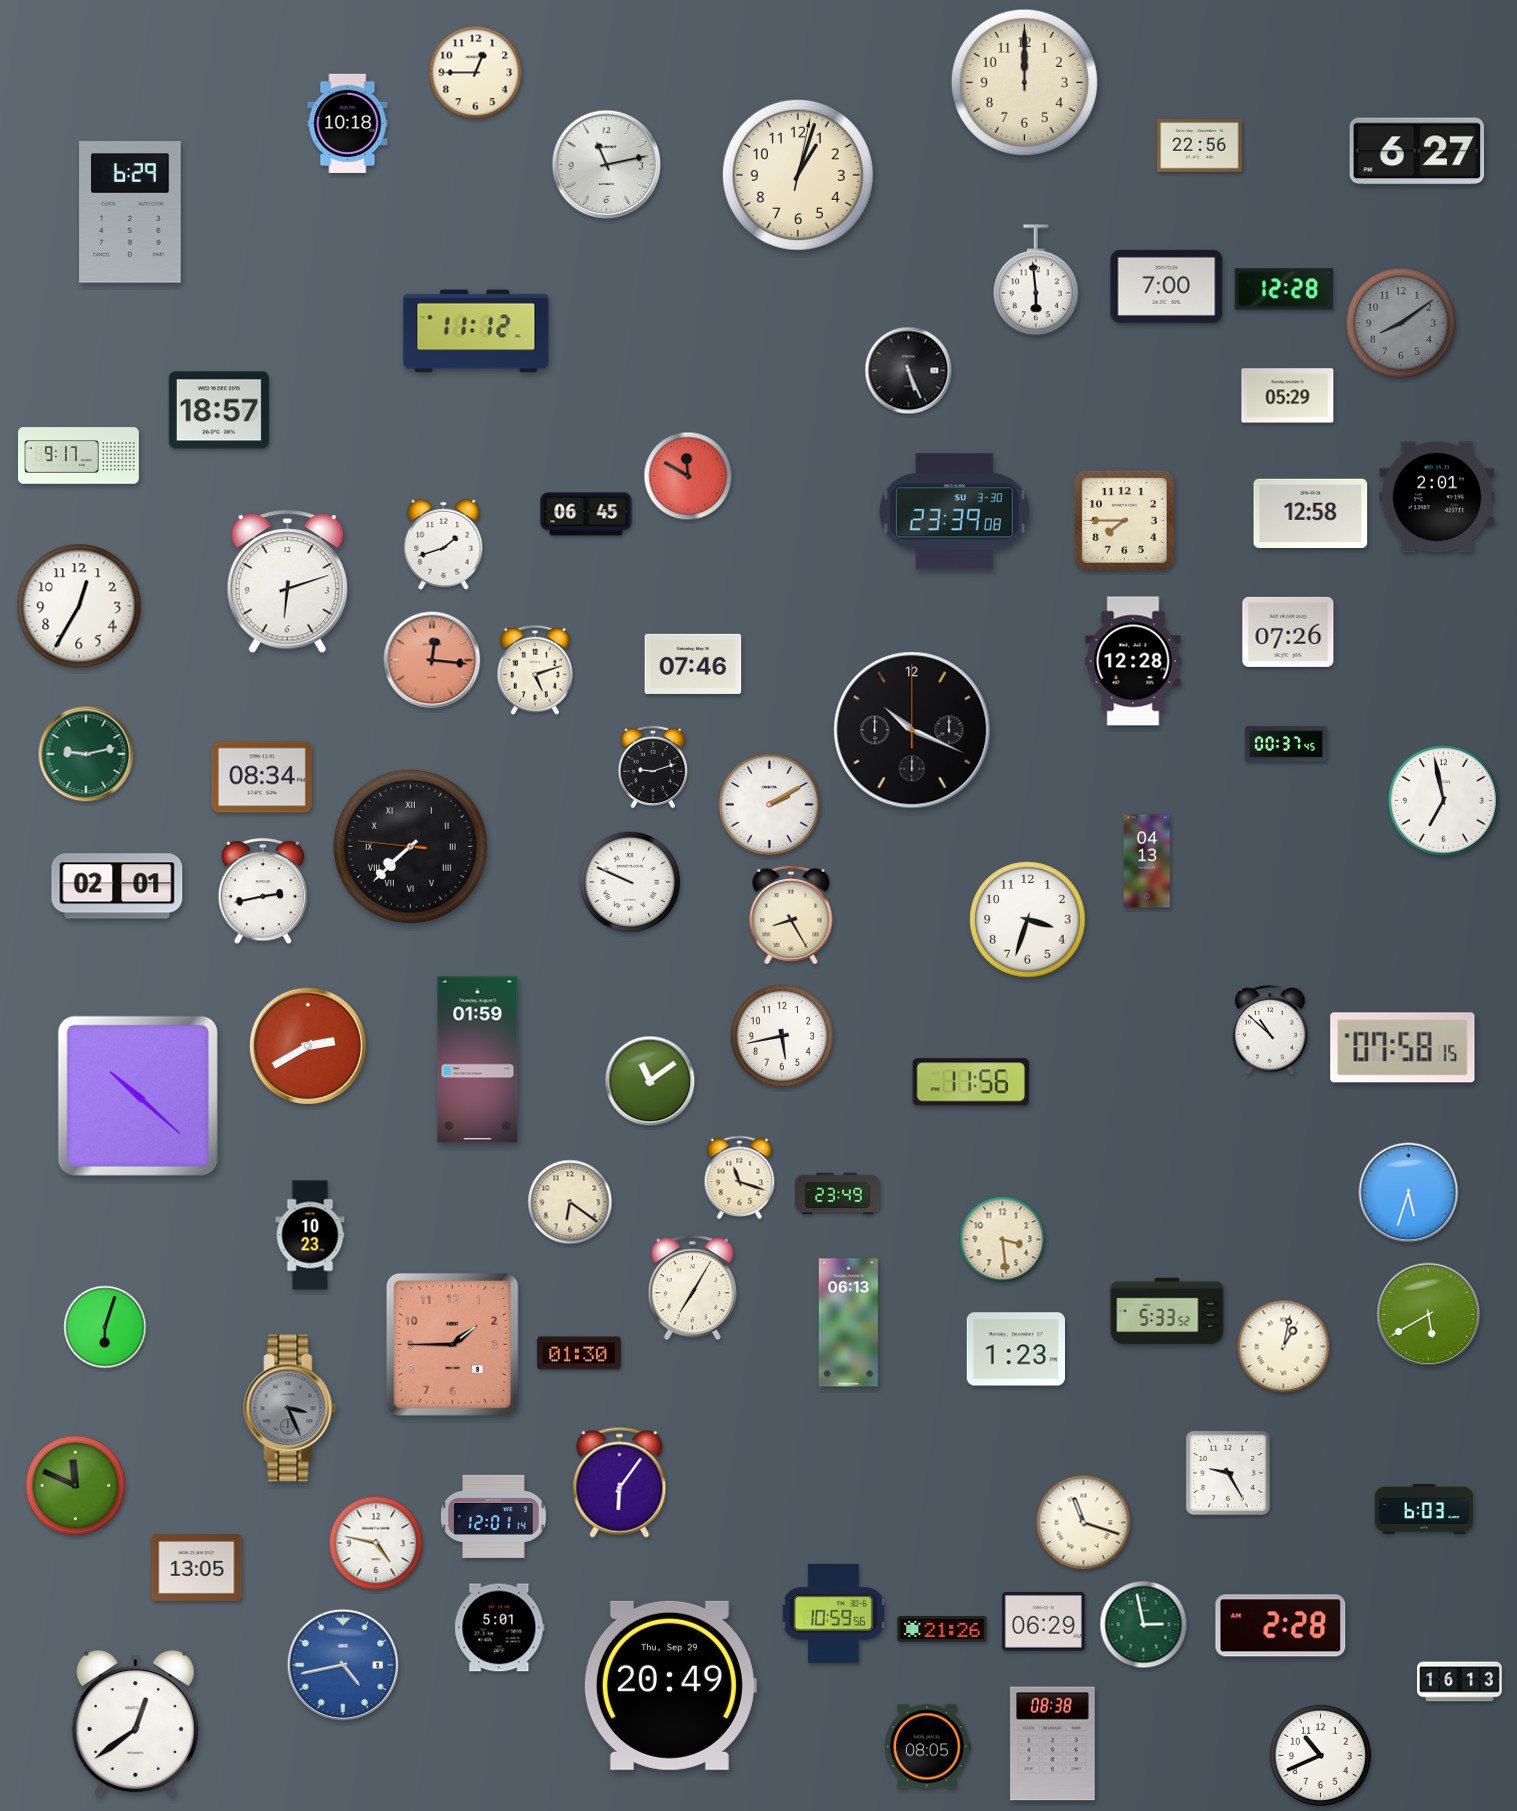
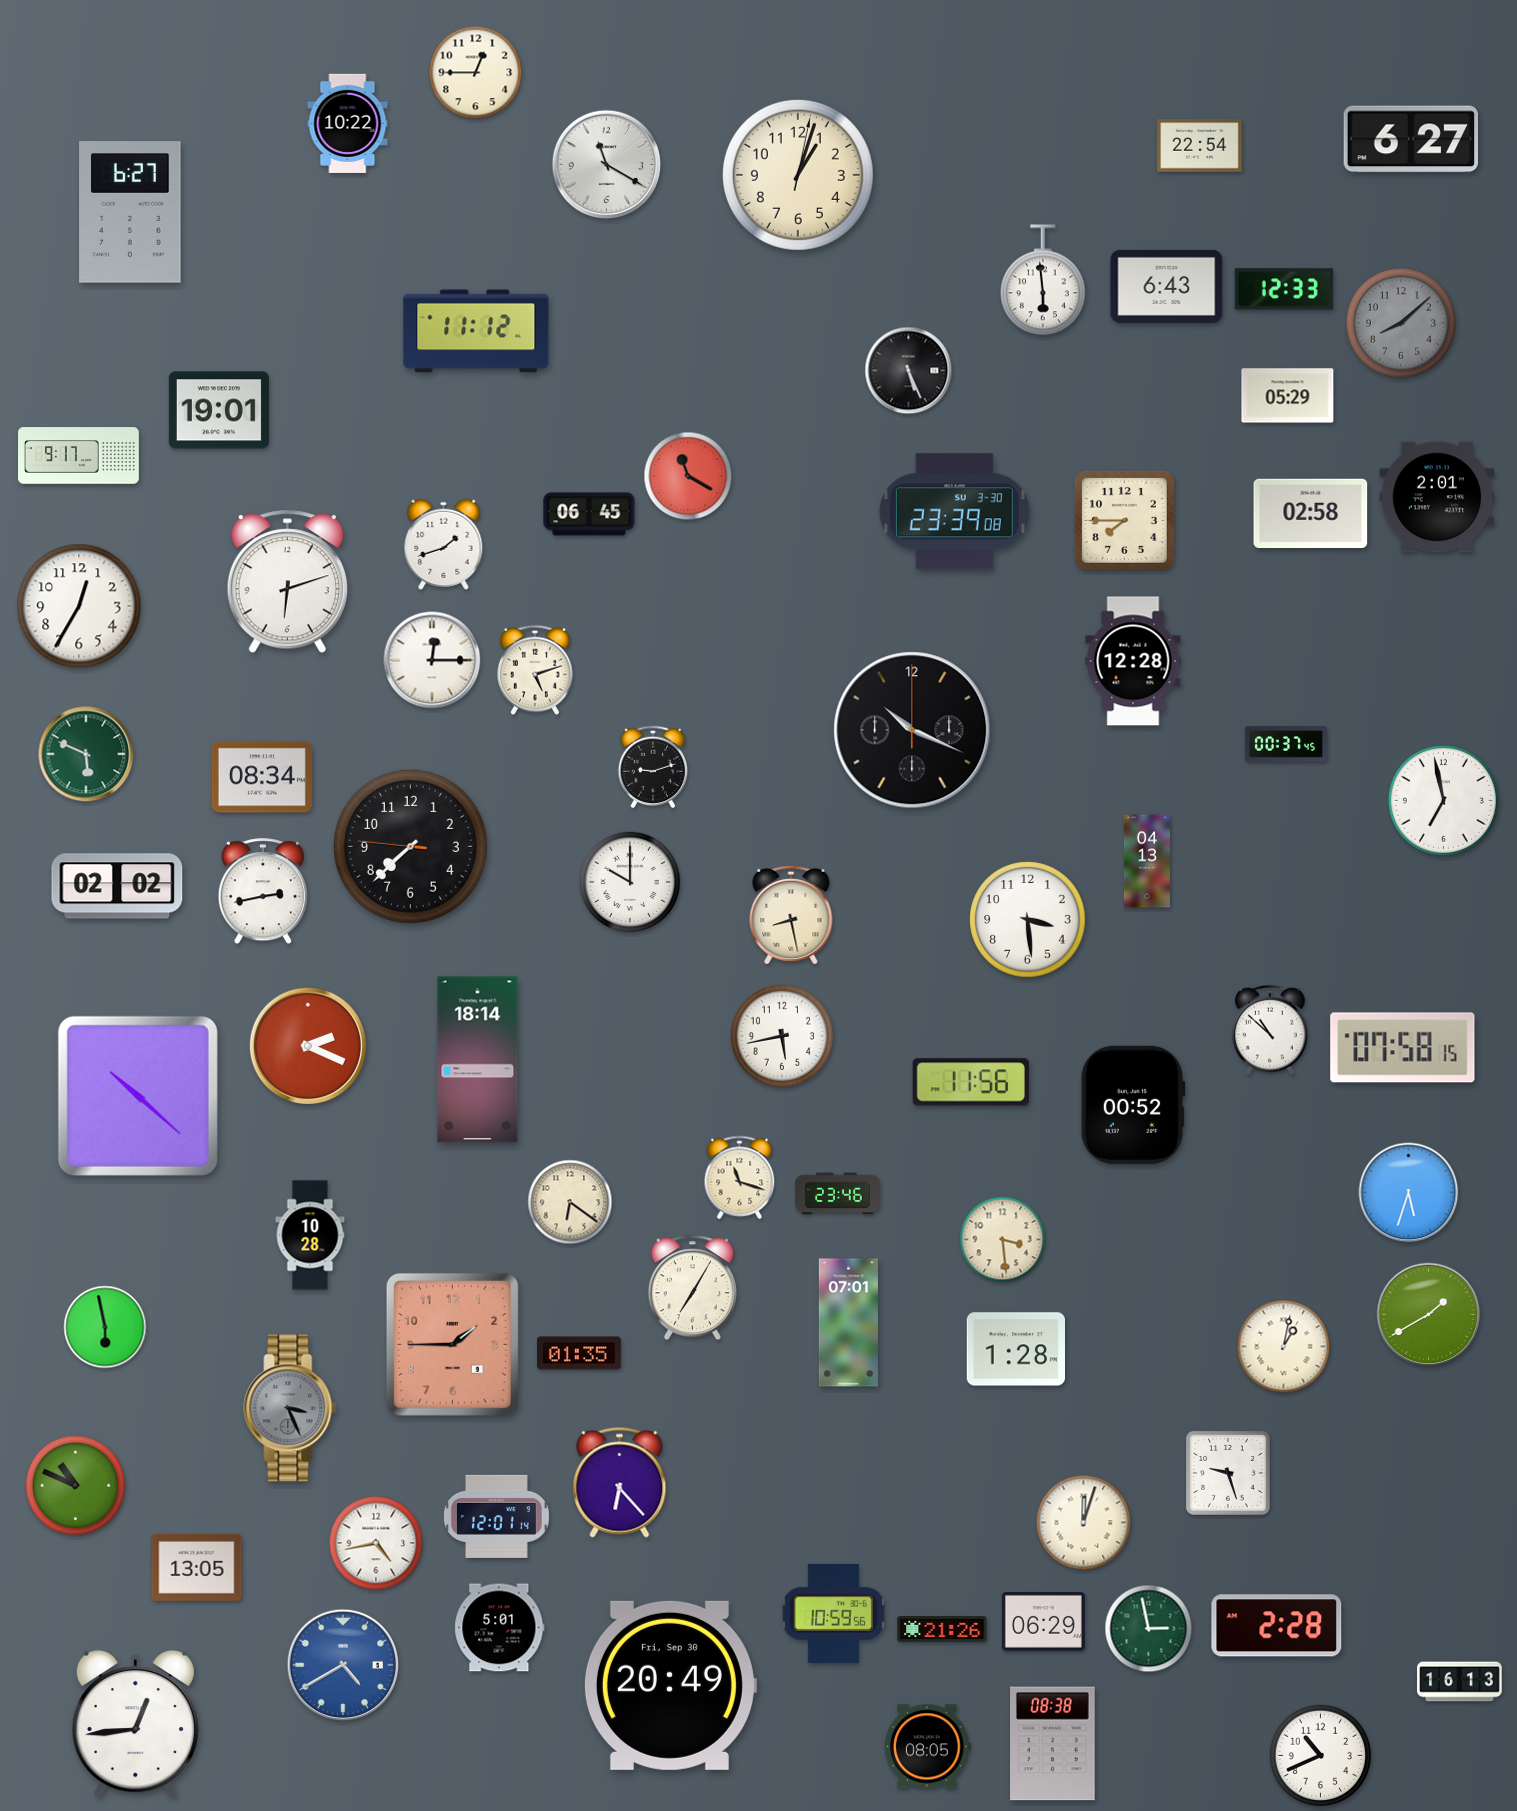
clock at (1024, 82): 12:00 -> none
clock at (348, 123): 10:18 -> 10:22
clock at (1200, 146): 22:56 -> 22:54
clock at (1416, 151) position: (1416, 151) -> (1410, 139)
clock at (607, 165): 11:13 -> 11:20
clock at (130, 212): 6:29 -> 6:27
clock at (1036, 281) position: (1036, 281) -> (1043, 281)
clock at (1167, 286): 7:00 -> 6:43
clock at (1283, 289): 12:28 -> 12:33
clock at (1401, 323): 8:09 -> 8:08
clock at (219, 410): 18:57 -> 19:01
clock at (688, 476): 11:50 -> 11:20
clock at (1311, 513): 12:58 -> 02:58
clock at (586, 514) position: (586, 514) -> (589, 514)
clock at (1288, 632): 07:26 -> none
clock at (432, 660): 12:16 -> 12:15
clock at (432, 660) dial: salmon -> white
clock at (693, 664): 07:46 -> none
clock at (86, 754): 9:13 -> 5:49
clock at (770, 805): 2:10 -> none
clock at (410, 846) numerals: Roman -> Arabic
clock at (630, 882): 9:49 -> 10:00
clock at (117, 886): 02:01 -> 02:02
clock at (791, 914): 8:25 -> 8:28
clock at (1028, 920): 3:33 -> 3:29
clock at (308, 1046): 2:40 -> 2:19
clock at (478, 1060): 01:59 -> 18:14
clock at (650, 1081): 11:09 -> none
clock at (1133, 1105): none -> 00:52
clock at (838, 1194): 23:49 -> 23:46
clock at (310, 1235): 10:23 -> 10:28
clock at (1167, 1311): 5:33 -> none
clock at (1429, 1315): 5:40 -> 1:40
clock at (848, 1323): 06:13 -> 07:01
clock at (105, 1327): 6:03 -> 5:58
clock at (1016, 1349): 1:23 -> 1:28
clock at (580, 1353): 01:30 -> 01:35
clock at (1228, 1473): 9:25 -> 9:27
clock at (620, 1482): 6:06 -> 6:23
clock at (76, 1486): 11:49 -> 10:49
clock at (1424, 1509): 6:03 -> none
clock at (493, 1516) position: (493, 1516) -> (496, 1516)
clock at (1084, 1523): 11:18 -> 12:03
clock at (376, 1543): 4:47 -> 4:43
clock at (1144, 1625) position: (1144, 1625) -> (1149, 1629)
clock at (1281, 1626) position: (1281, 1626) -> (1277, 1626)
clock at (343, 1665): 4:43 -> 4:40
clock at (670, 1685) date: Thu, Sep 29 -> Fri, Sep 30
clock at (135, 1724): 12:39 -> 12:44
